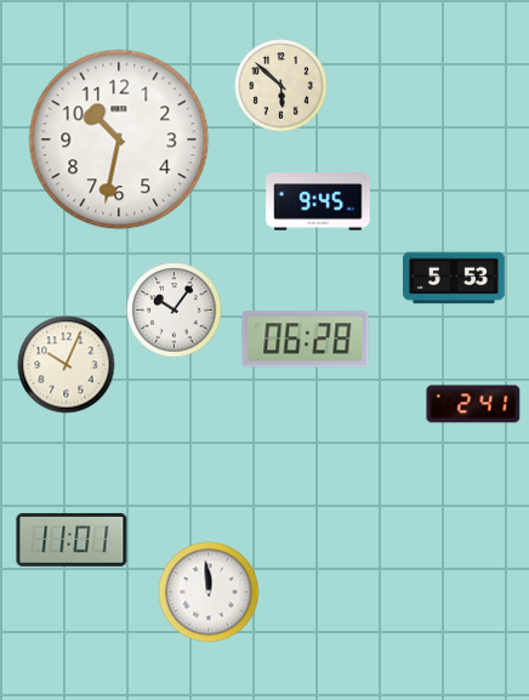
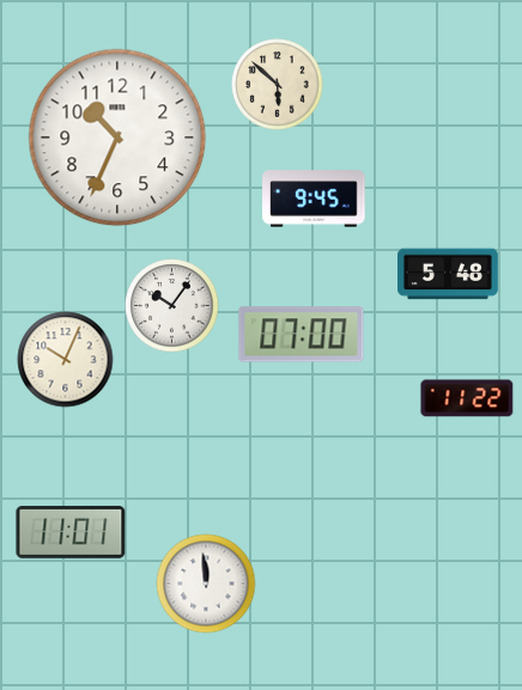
clock at (119, 140): 10:32 -> 10:34
clock at (455, 278): 5:53 -> 5:48
clock at (306, 340): 06:28 -> 07:00
clock at (473, 404): 2:41 -> 11:22
